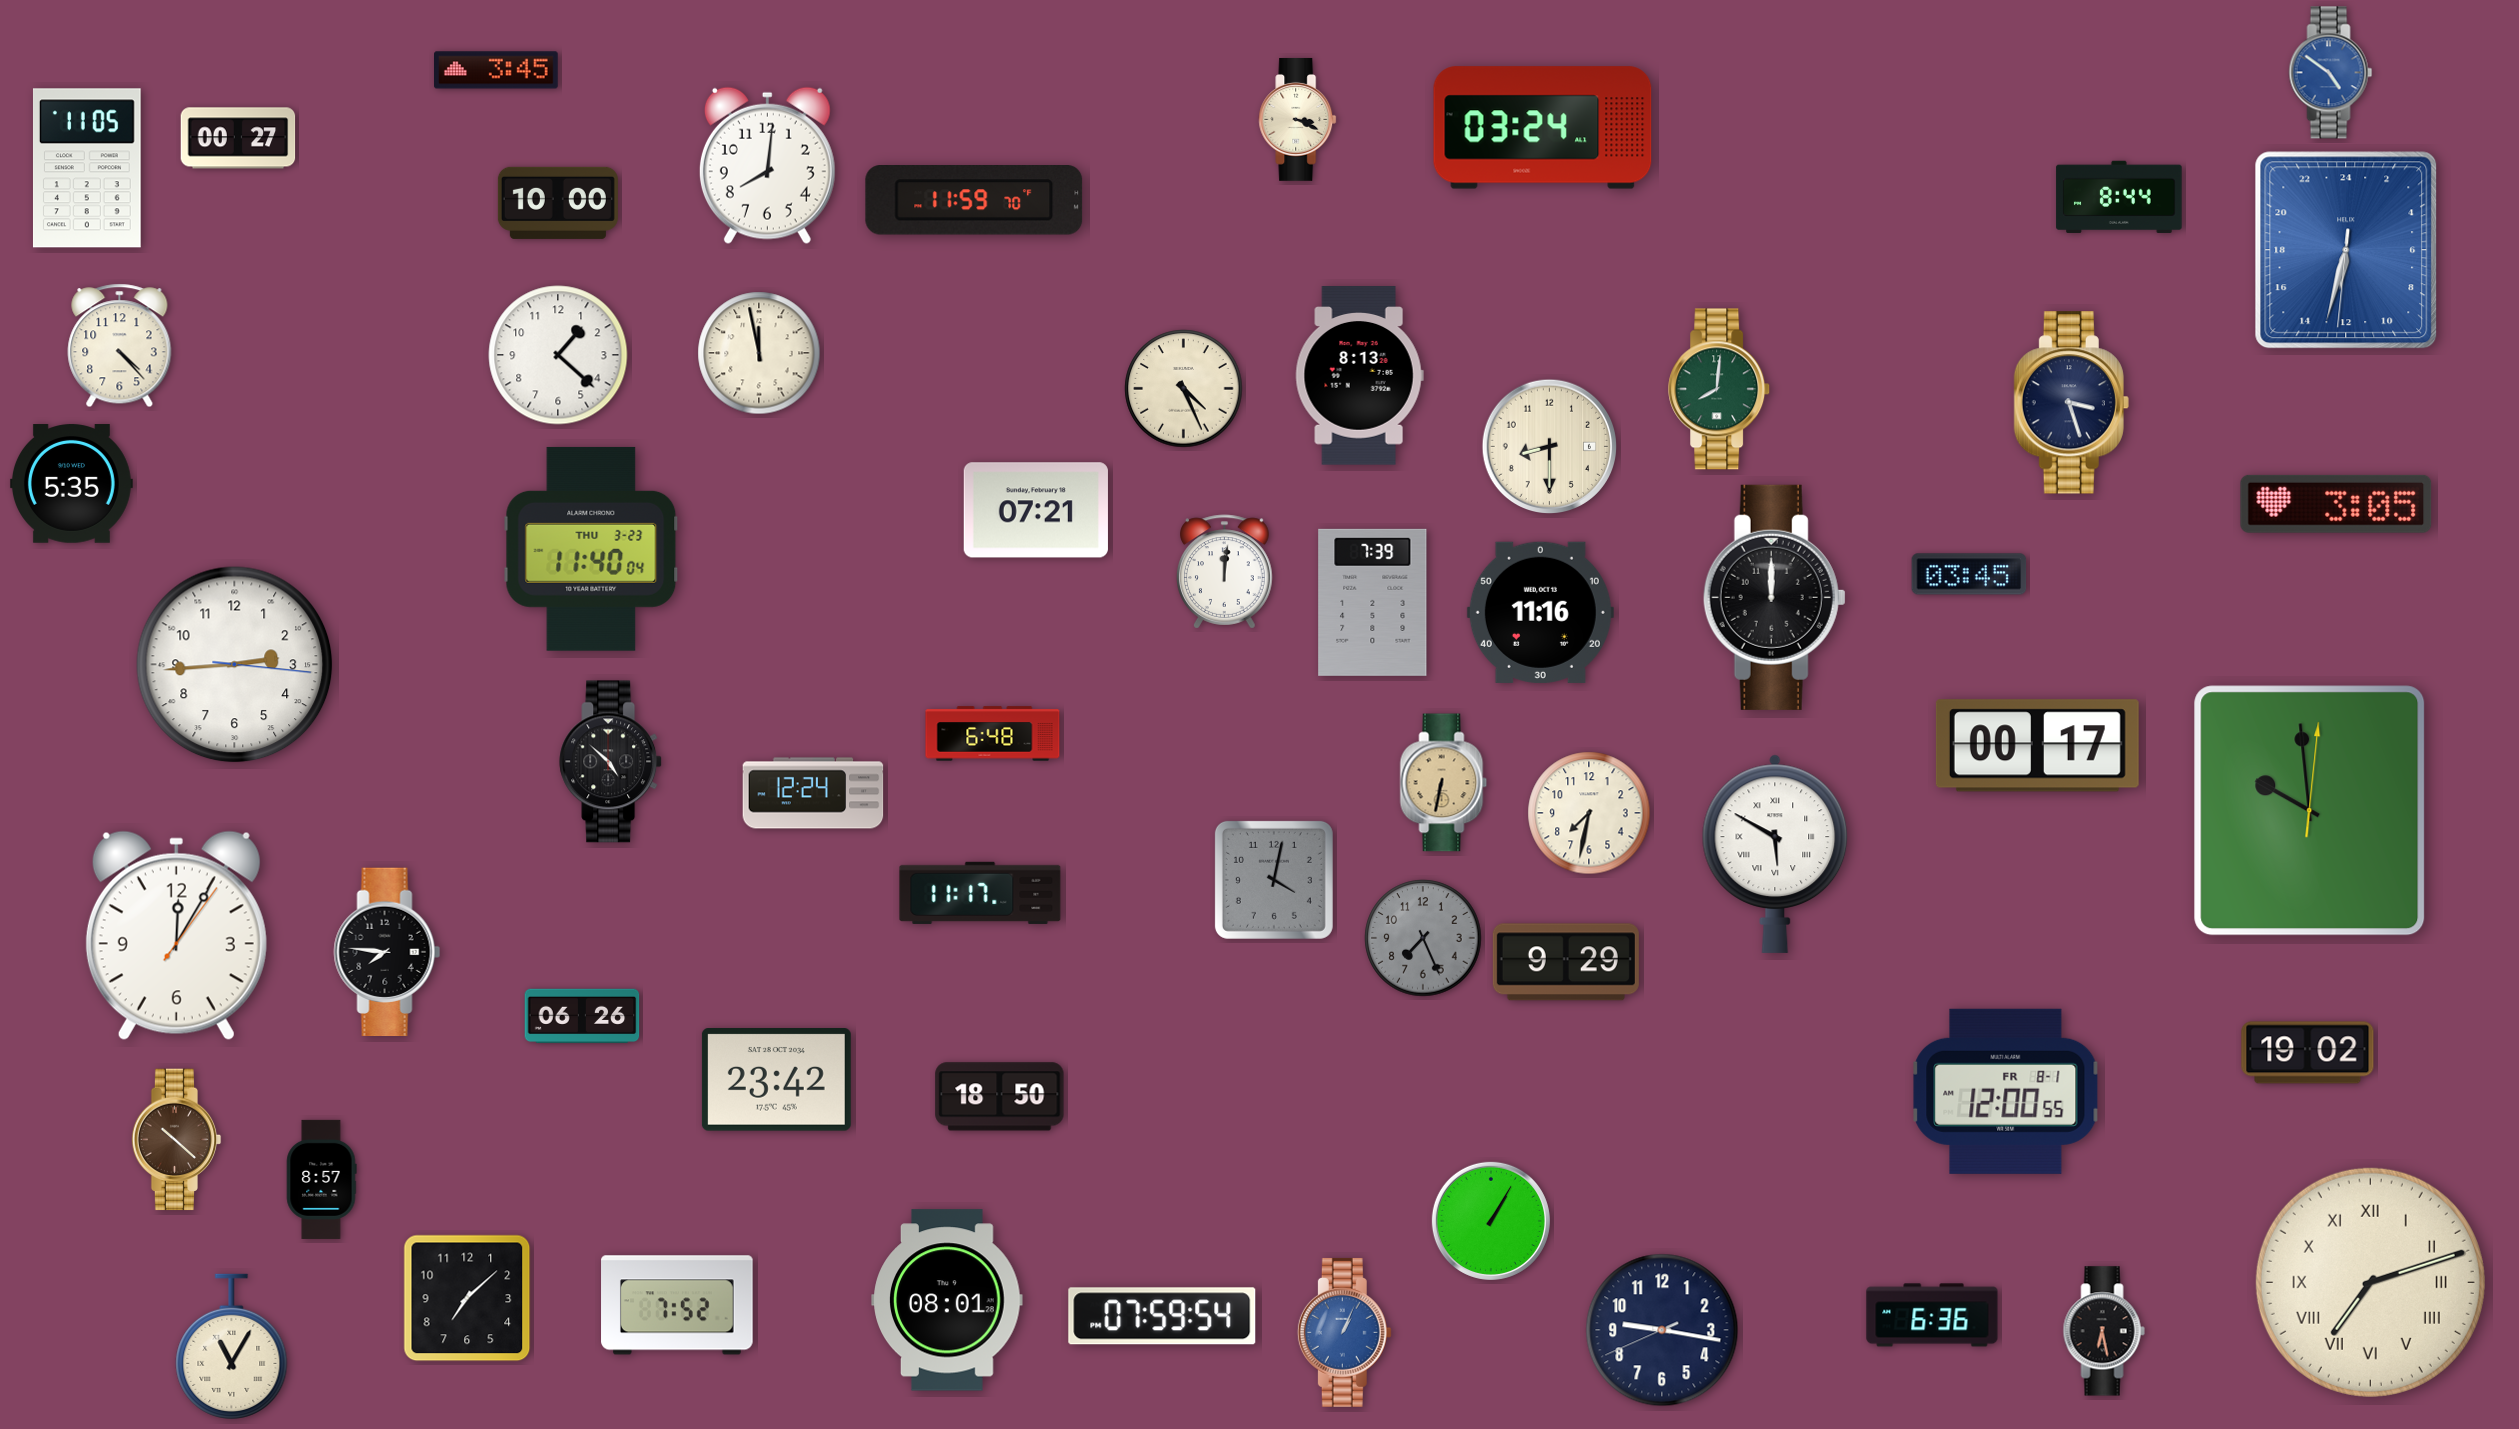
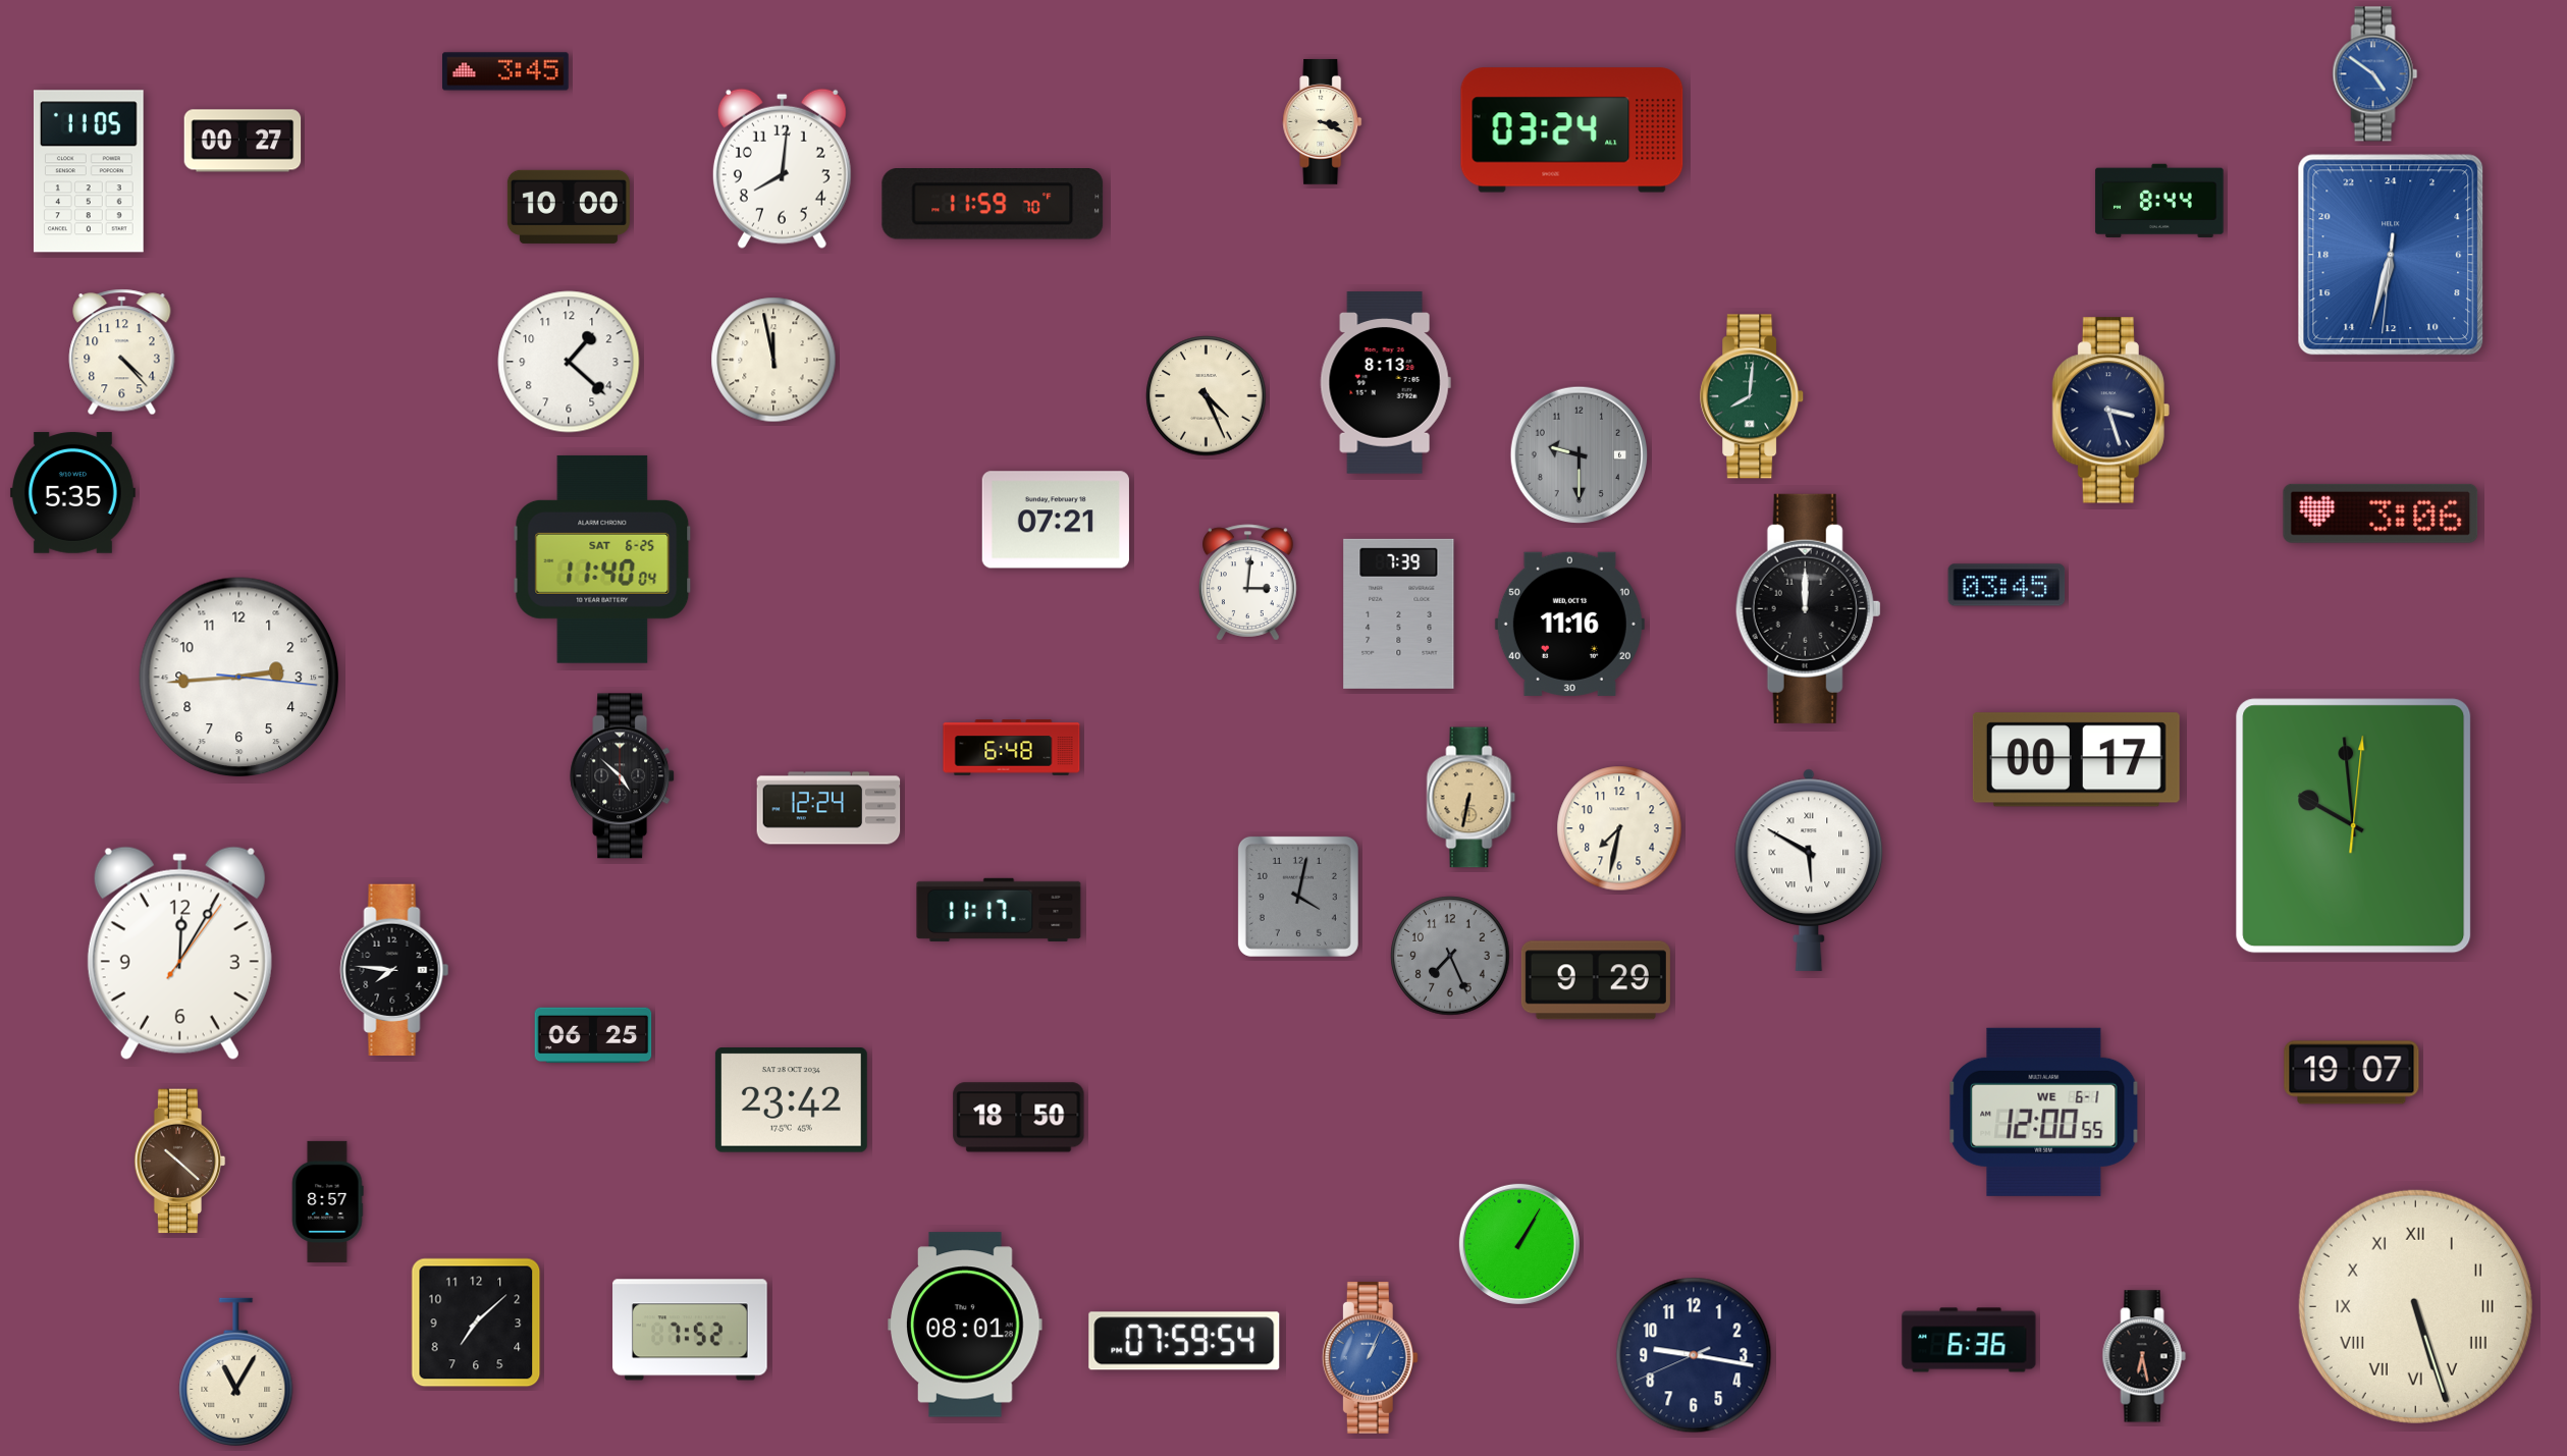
clock at (1549, 446): 8:30 -> 9:30
clock at (1549, 446) dial: cream -> grey
clock at (2336, 504): 3:05 -> 3:06
clock at (591, 549) date: THU 3-23 -> SAT 6-25
clock at (1225, 572): 12:01 -> 3:01
clock at (582, 1016): 06:26 -> 06:25
clock at (2308, 1053): 19:02 -> 19:07
clock at (2006, 1091) date: FR 8-1 -> WE 6-1
clock at (2370, 1282): 7:12 -> 5:27
